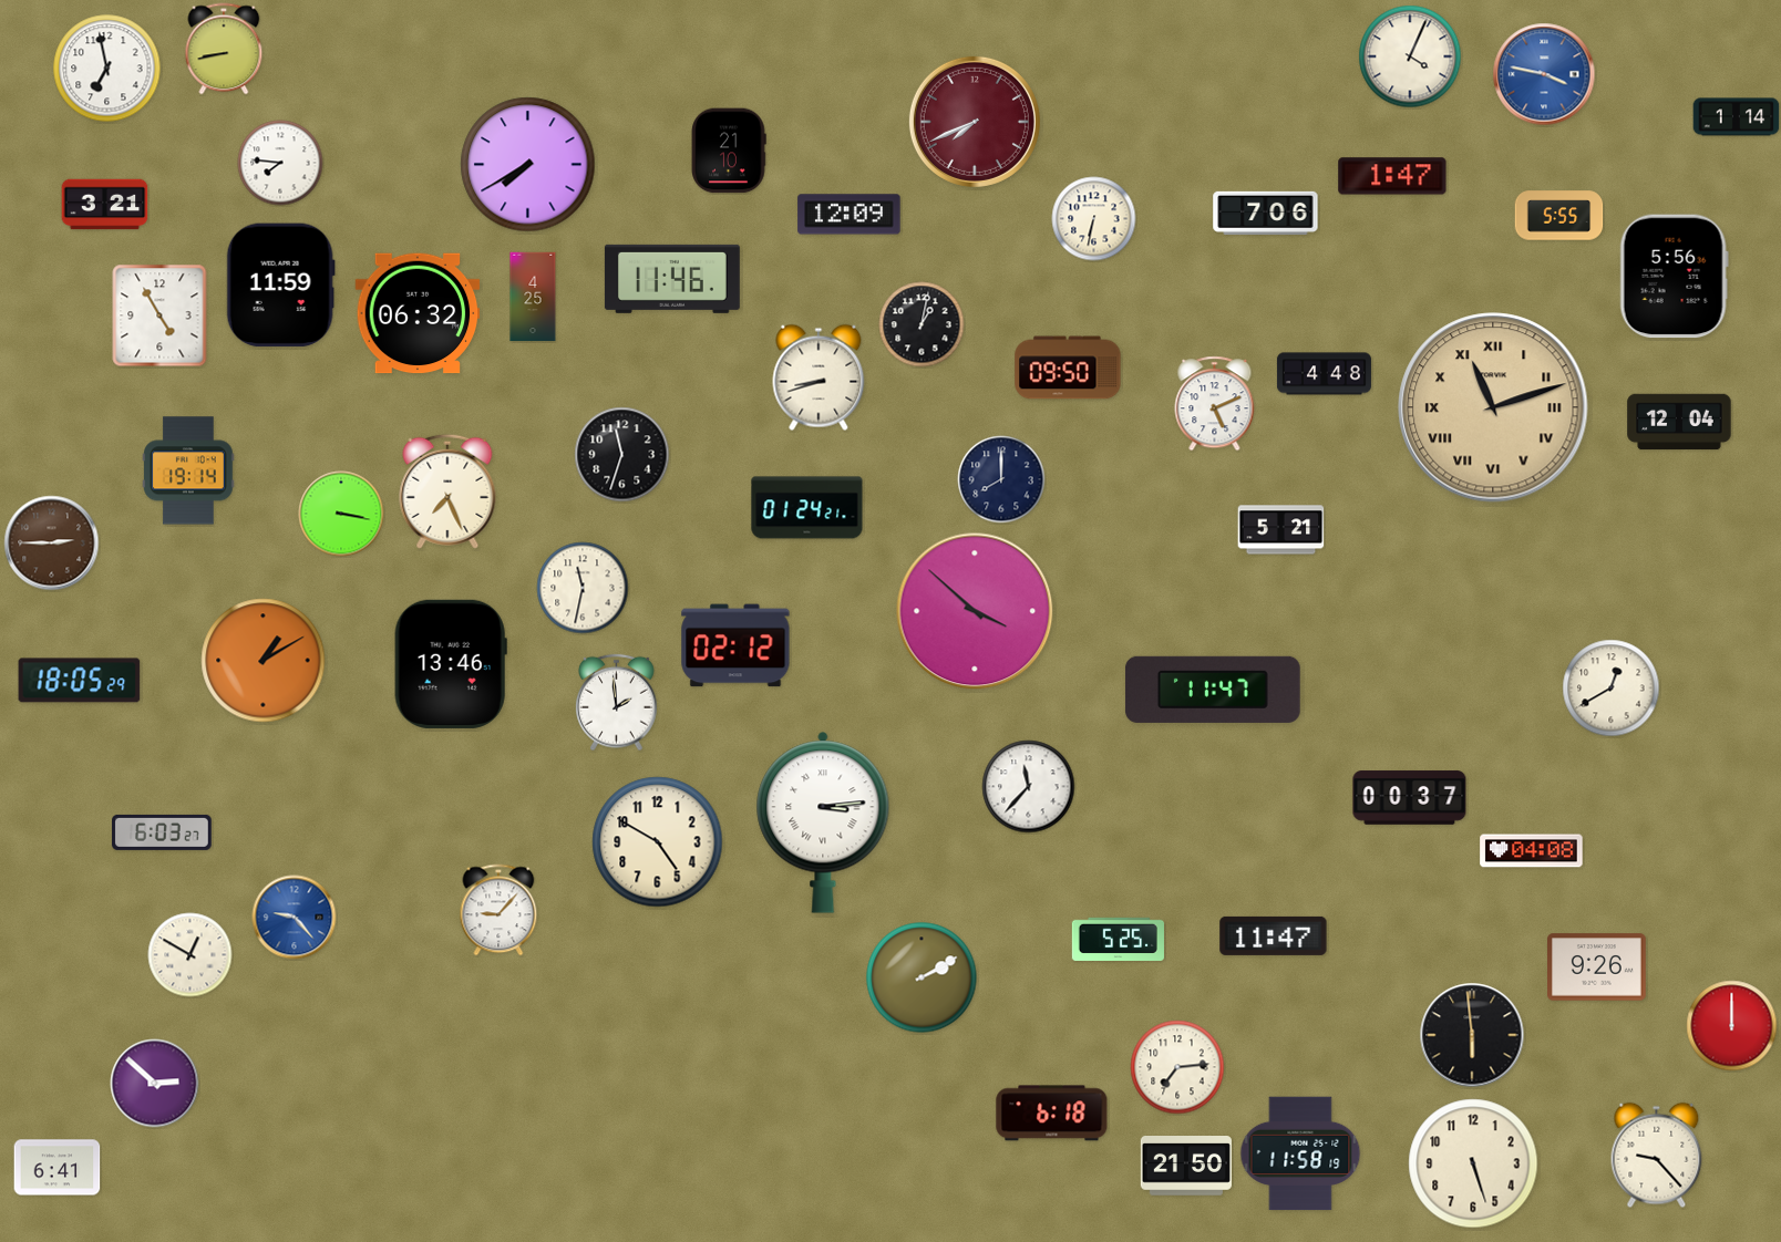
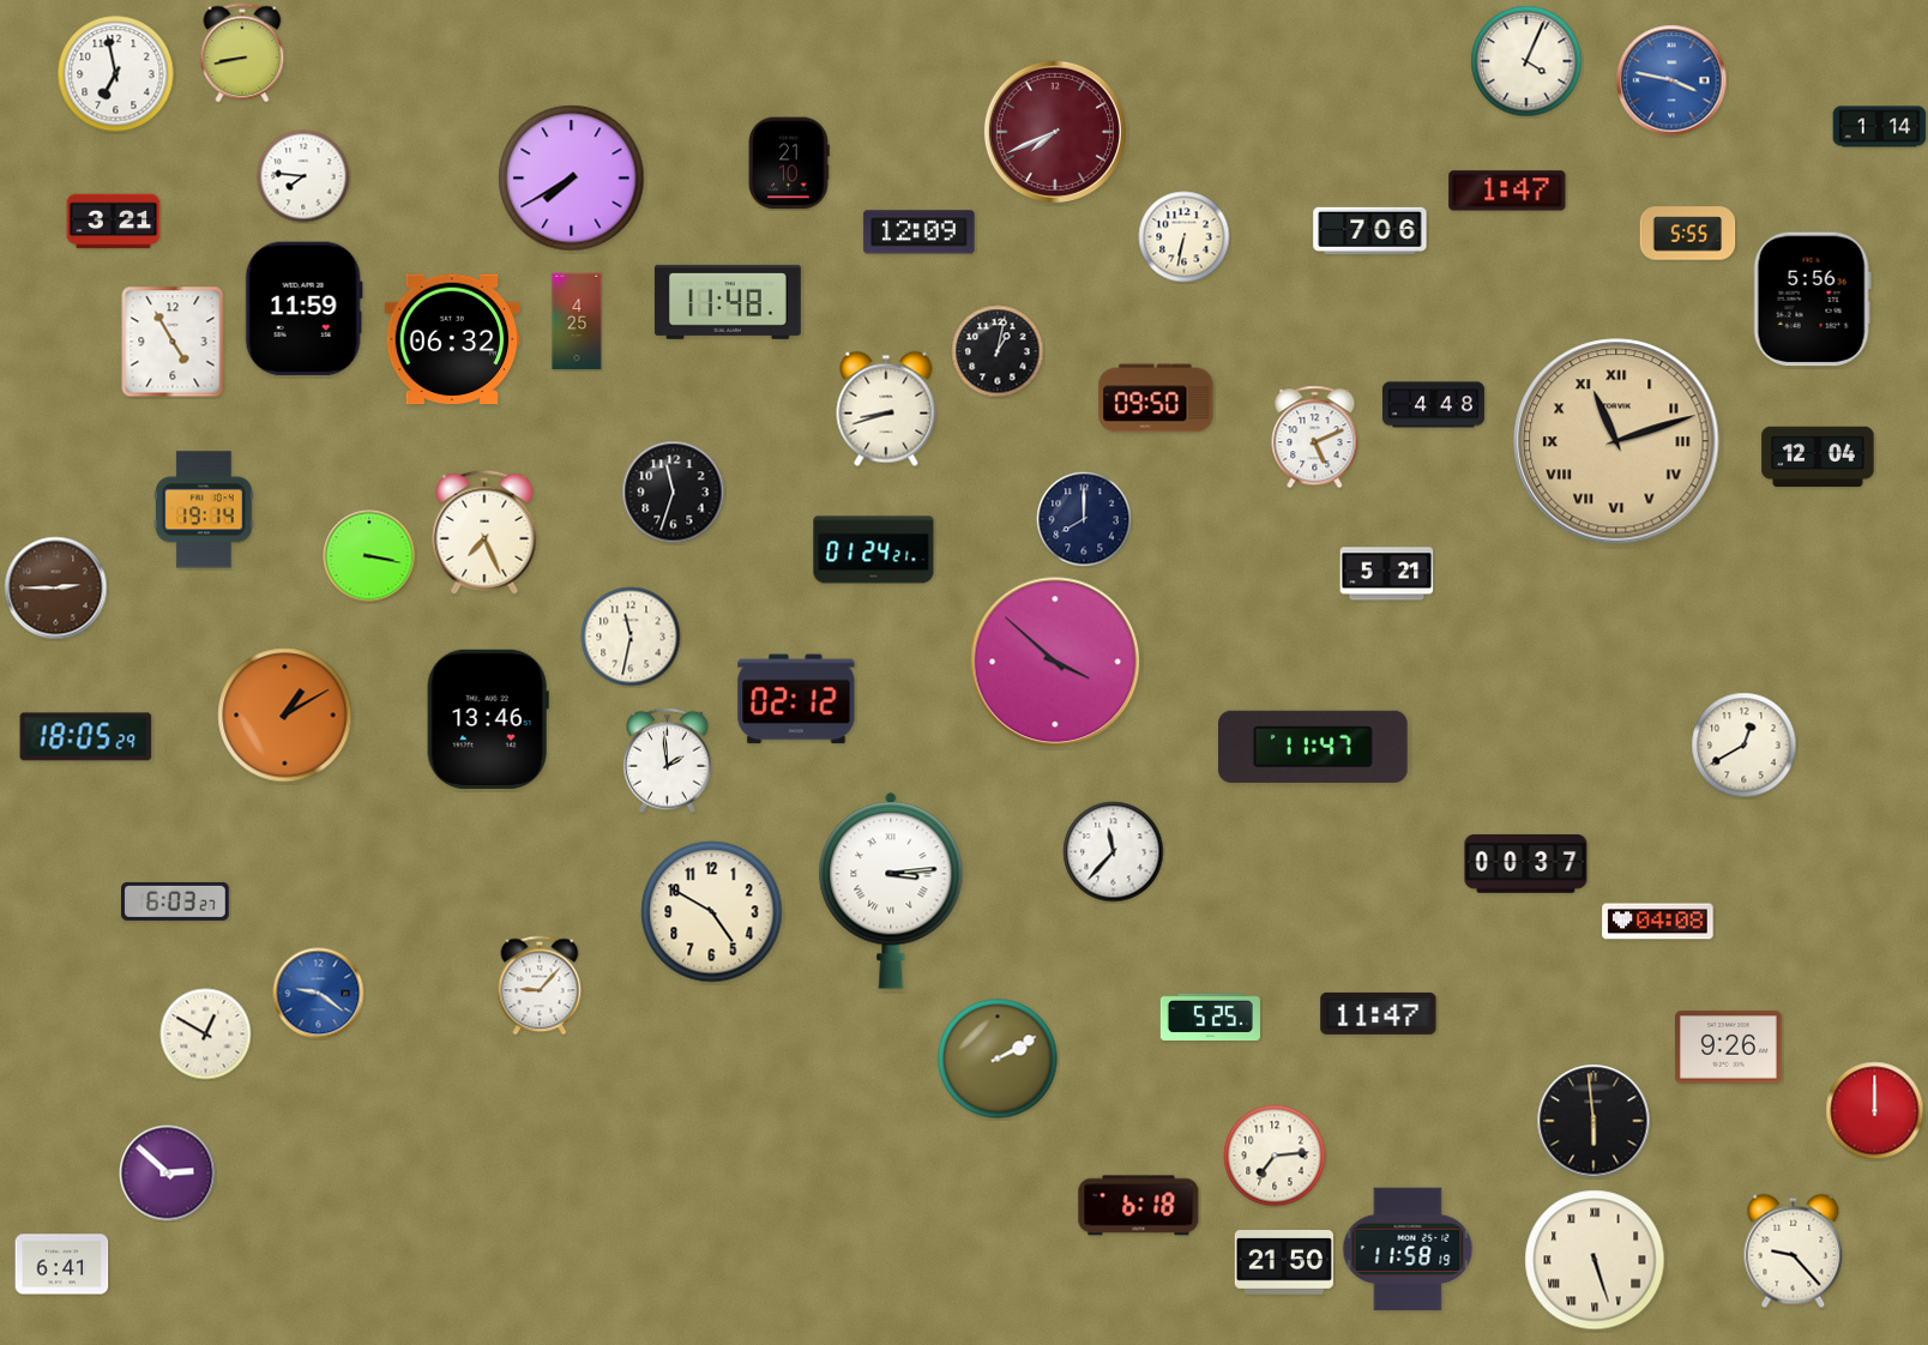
clock at (672, 279): 11:46 -> 11:48
clock at (295, 918): 9:23 -> 9:21
clock at (1473, 1163) numerals: Arabic -> Roman
